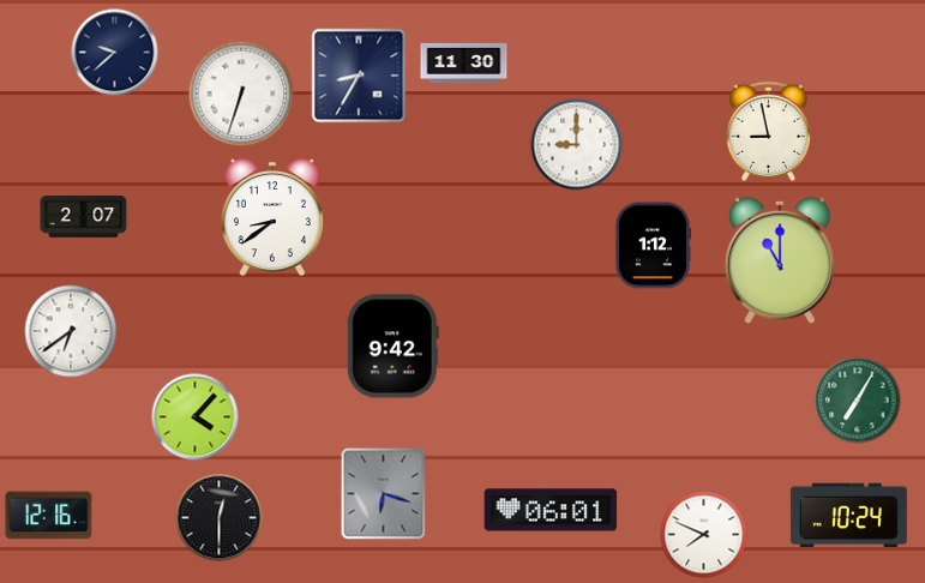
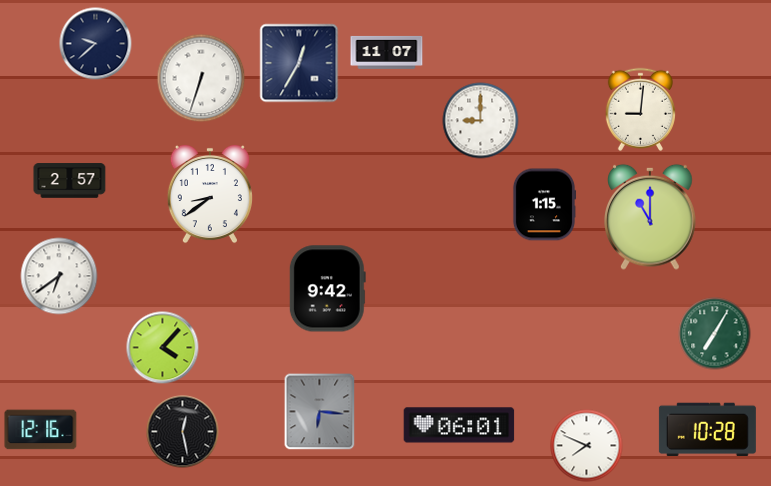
clock at (464, 62): 11:30 -> 11:07
clock at (359, 76): 8:35 -> 12:35
clock at (768, 131): 8:58 -> 9:01
clock at (84, 217): 2:07 -> 2:57
clock at (272, 217) position: (272, 217) -> (210, 194)
clock at (653, 246): 1:12 -> 1:15
clock at (384, 494): 6:18 -> 6:16
clock at (848, 516): 10:24 -> 10:28
clock at (220, 518): 12:30 -> 12:28
